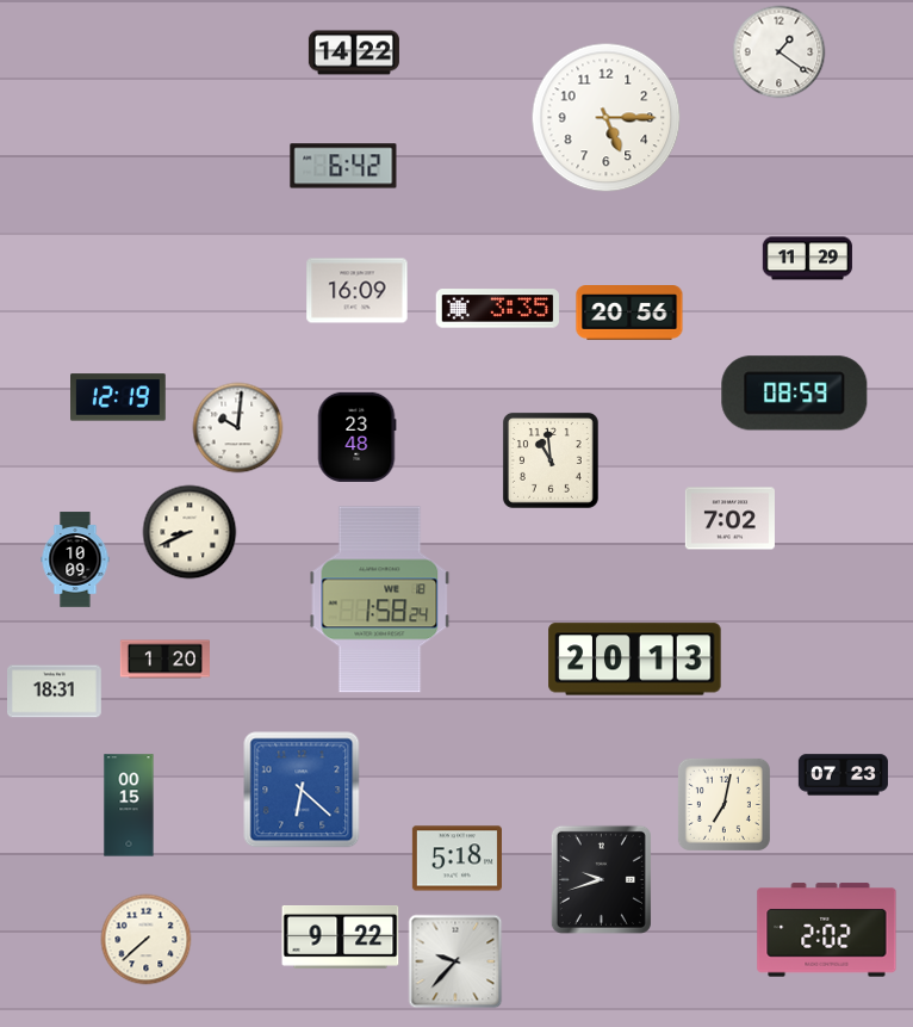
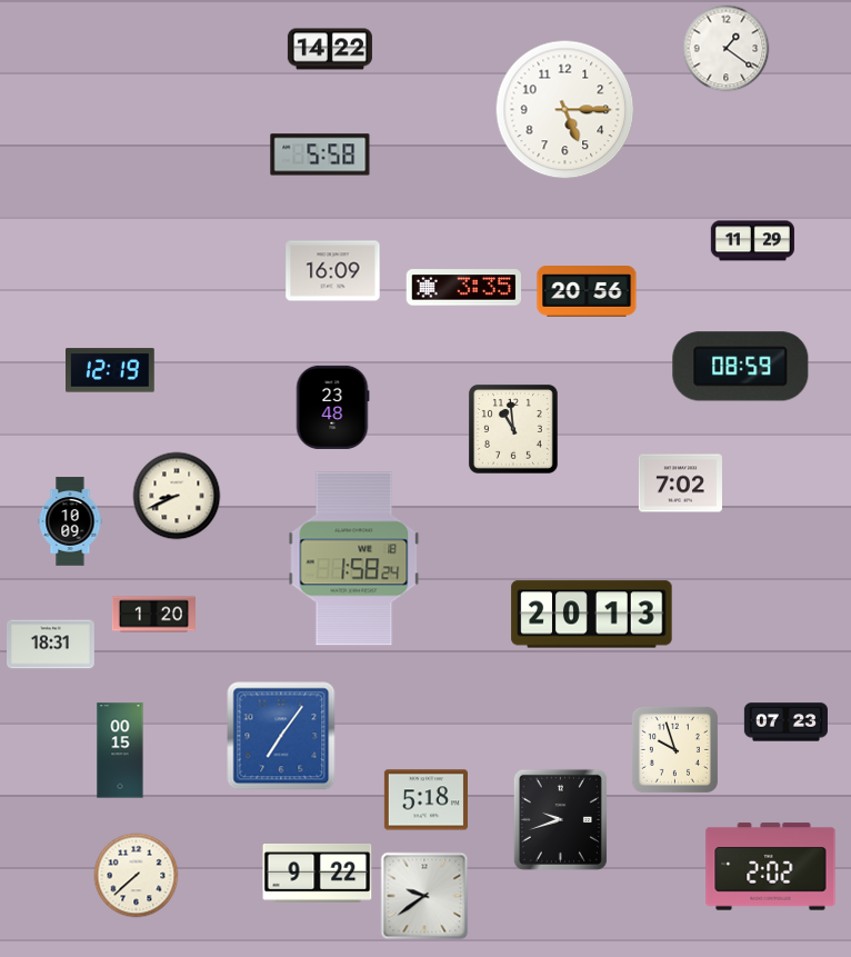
clock at (343, 166): 6:42 -> 5:58
clock at (238, 428): 10:01 -> none
clock at (302, 790): 6:22 -> 7:06
clock at (723, 804): 7:02 -> 9:57
clock at (455, 961): 9:37 -> 9:39
